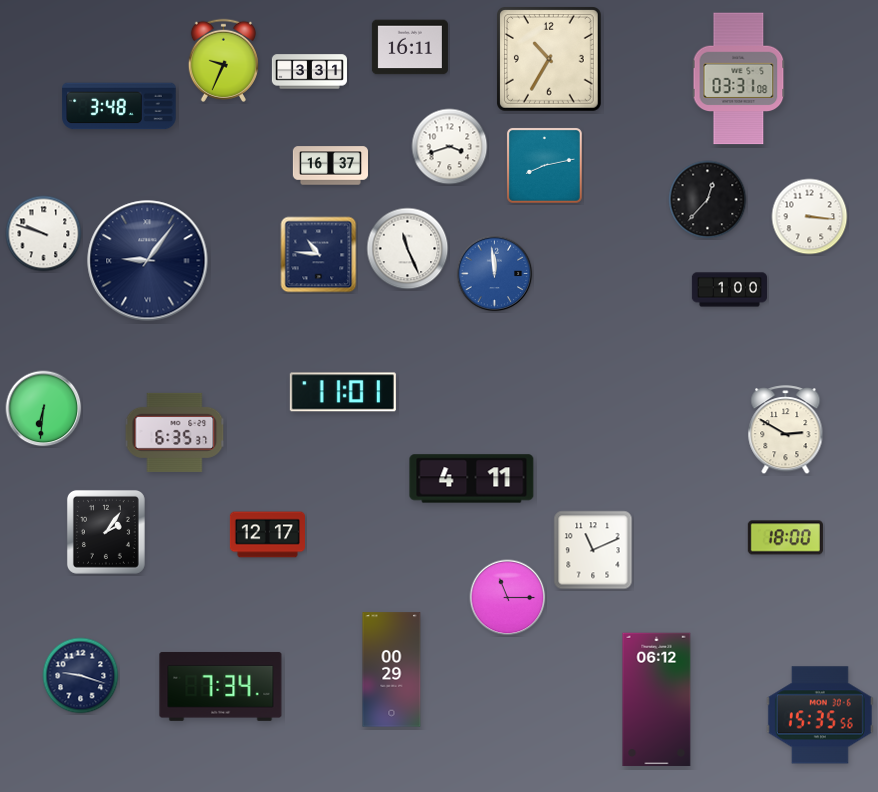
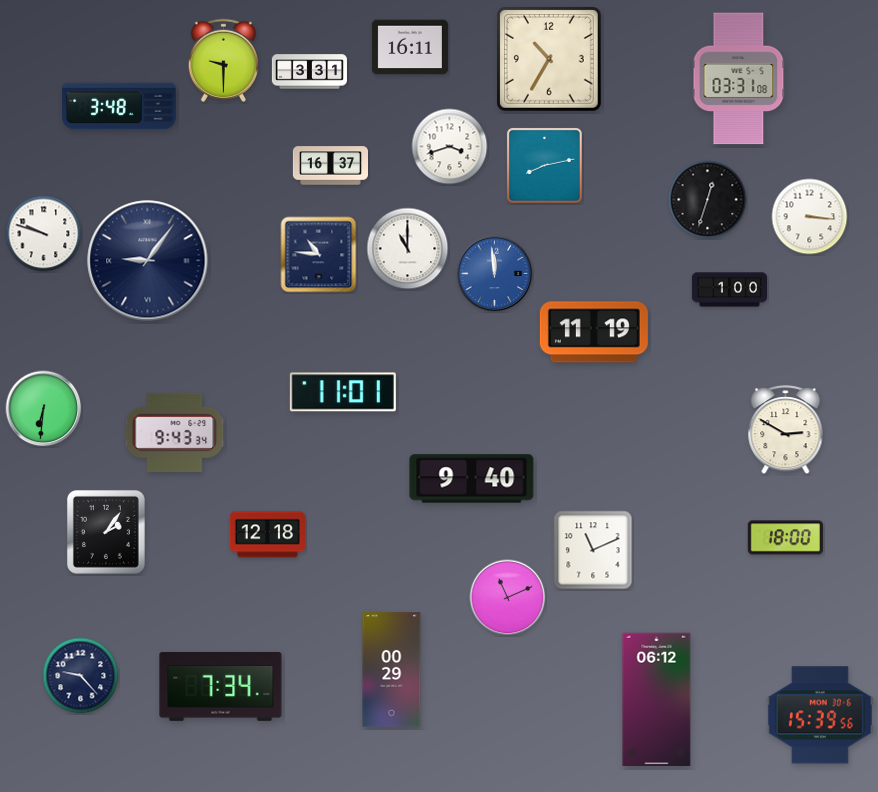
clock at (223, 60): 9:34 -> 9:30
clock at (708, 200): 12:37 -> 12:33
clock at (408, 249): 11:26 -> 11:00
clock at (594, 332): none -> 11:19
clock at (175, 432): 6:35 -> 9:43
clock at (472, 479): 4:11 -> 9:40
clock at (267, 535): 12:17 -> 12:18
clock at (508, 598): 11:15 -> 11:11
clock at (81, 676): 9:18 -> 9:23
clock at (820, 715): 15:35 -> 15:39
